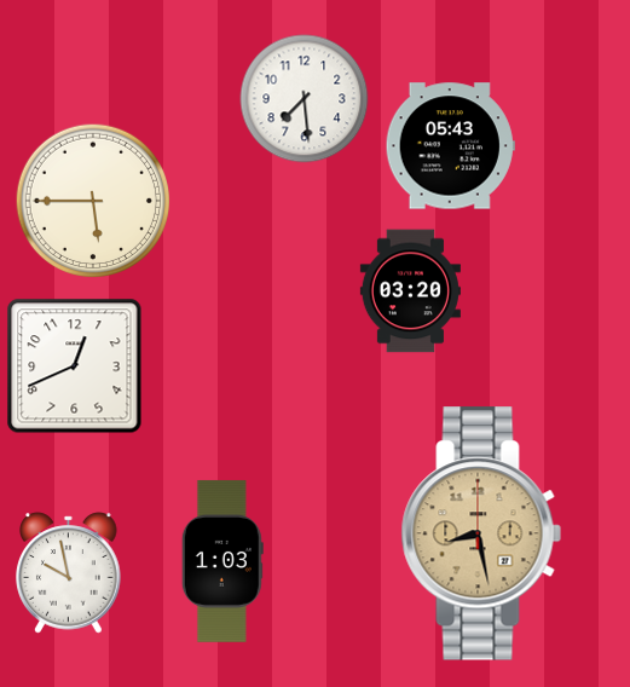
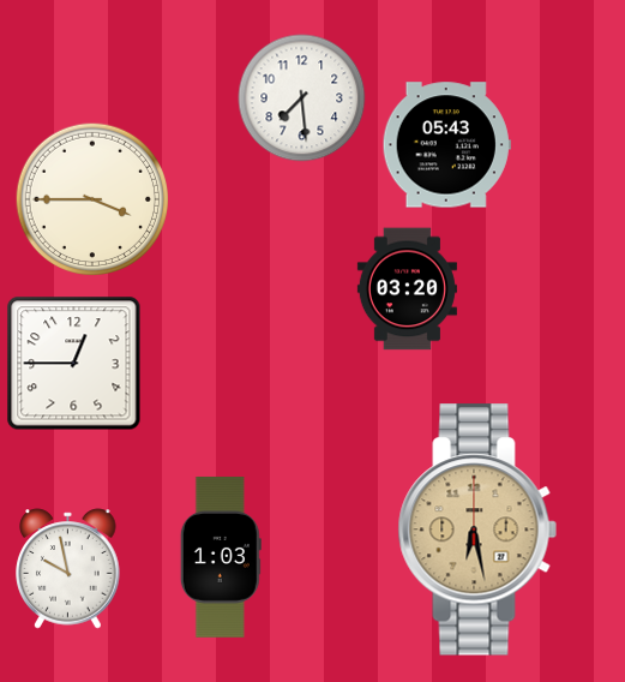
clock at (92, 200): 5:45 -> 3:45
clock at (75, 366): 12:41 -> 12:45
clock at (481, 533): 8:28 -> 6:28
